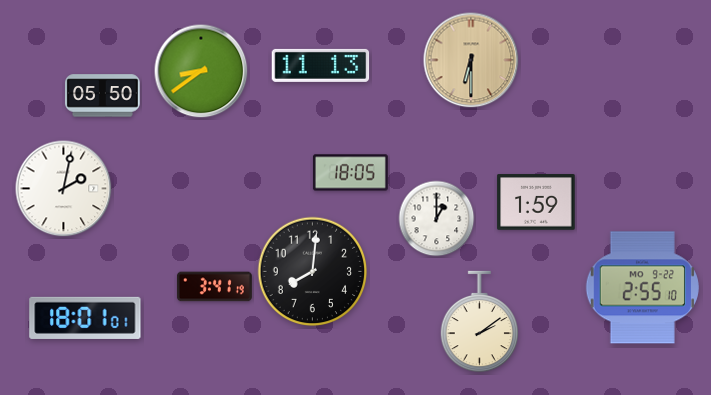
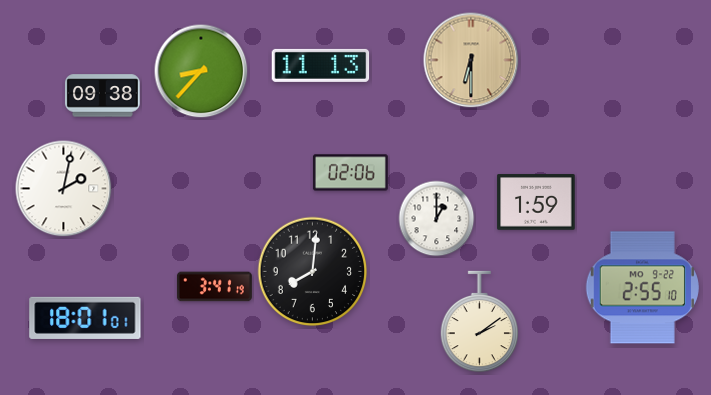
clock at (201, 71): 8:39 -> 8:37
clock at (102, 96): 05:50 -> 09:38
clock at (350, 173): 18:05 -> 02:06
